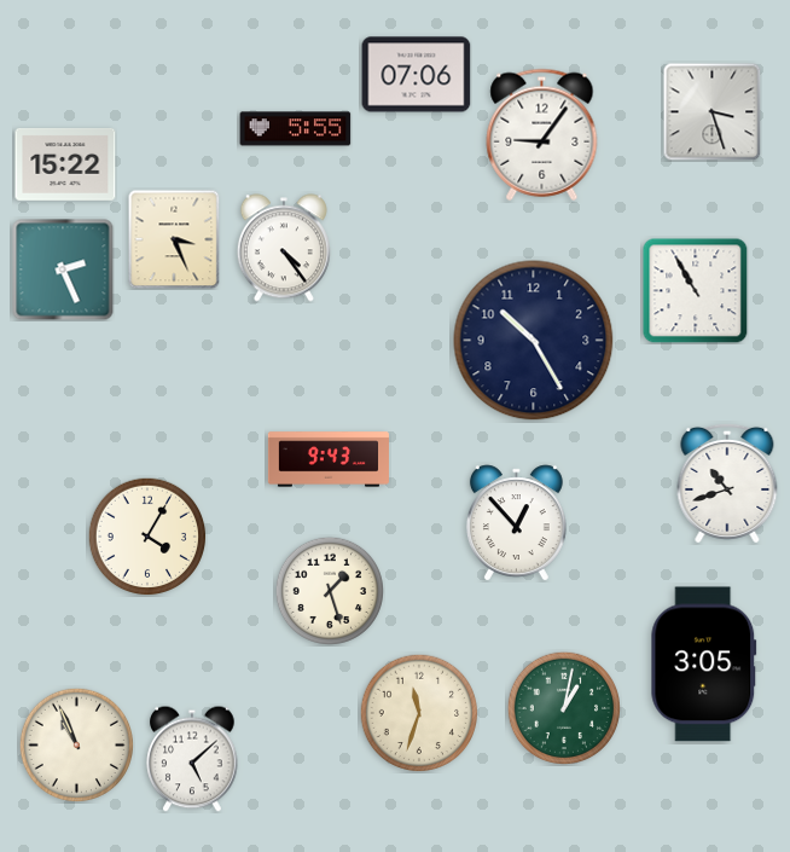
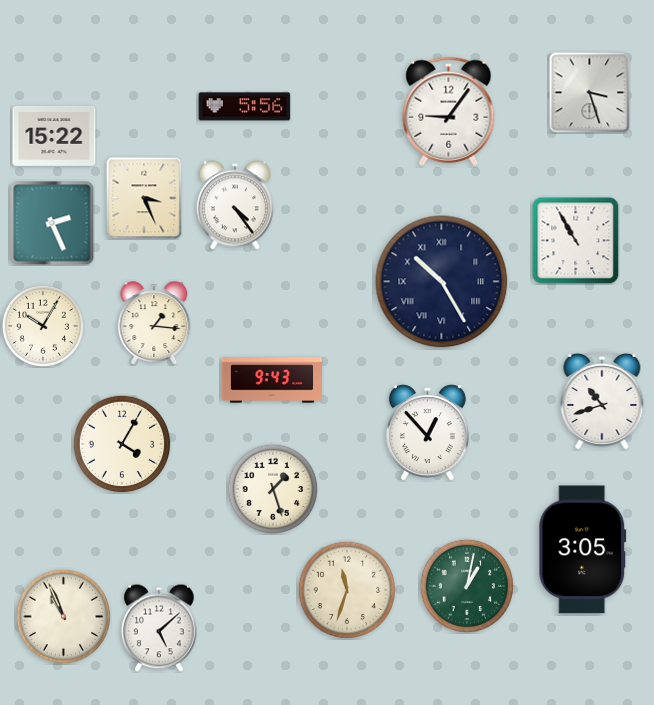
clock at (417, 75): 07:06 -> none
clock at (296, 129): 5:55 -> 5:56
clock at (534, 341) numerals: Arabic -> Roman
clock at (154, 323): none -> 1:16
clock at (43, 326): none -> 10:05
